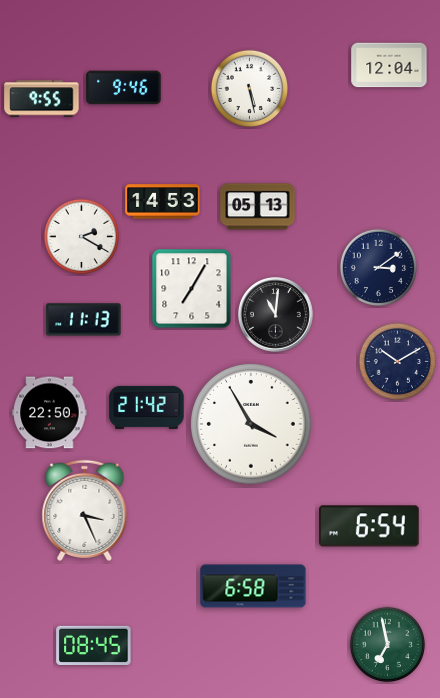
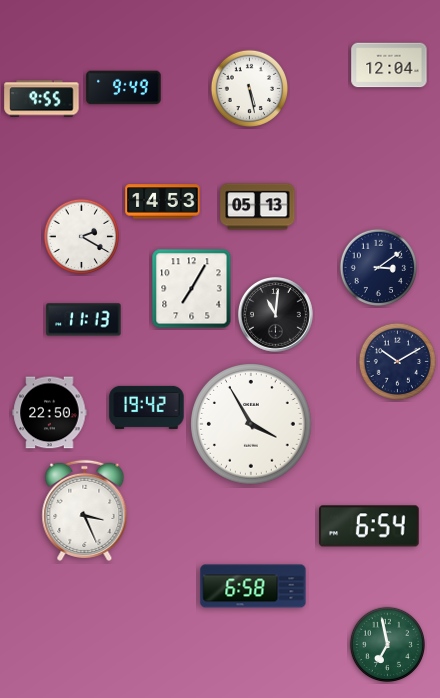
clock at (124, 88): 9:46 -> 9:49
clock at (147, 407): 21:42 -> 19:42
clock at (94, 645): 08:45 -> none
